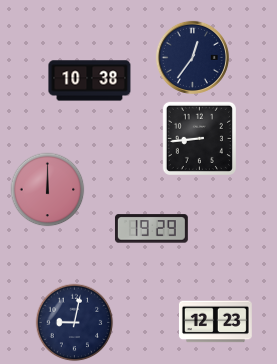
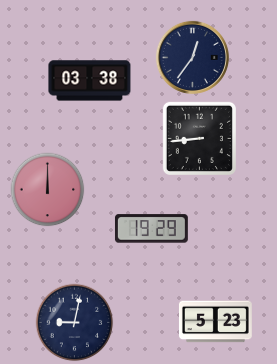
clock at (90, 81): 10:38 -> 03:38
clock at (215, 322): 12:23 -> 5:23
